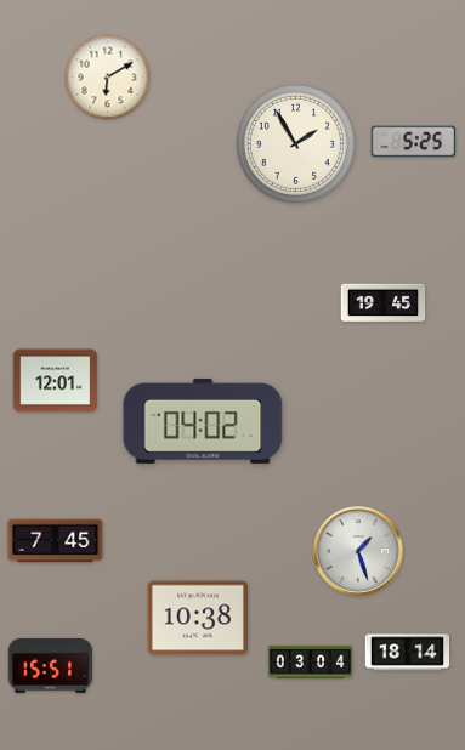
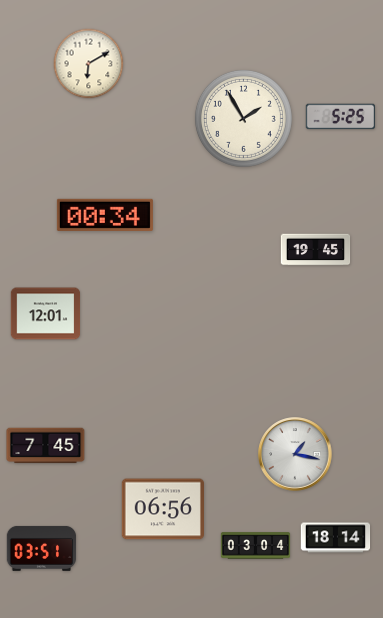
clock at (105, 215): none -> 00:34
clock at (203, 421): 04:02 -> none
clock at (358, 551): 1:27 -> 1:17
clock at (197, 618): 10:38 -> 06:56
clock at (51, 665): 15:51 -> 03:51
